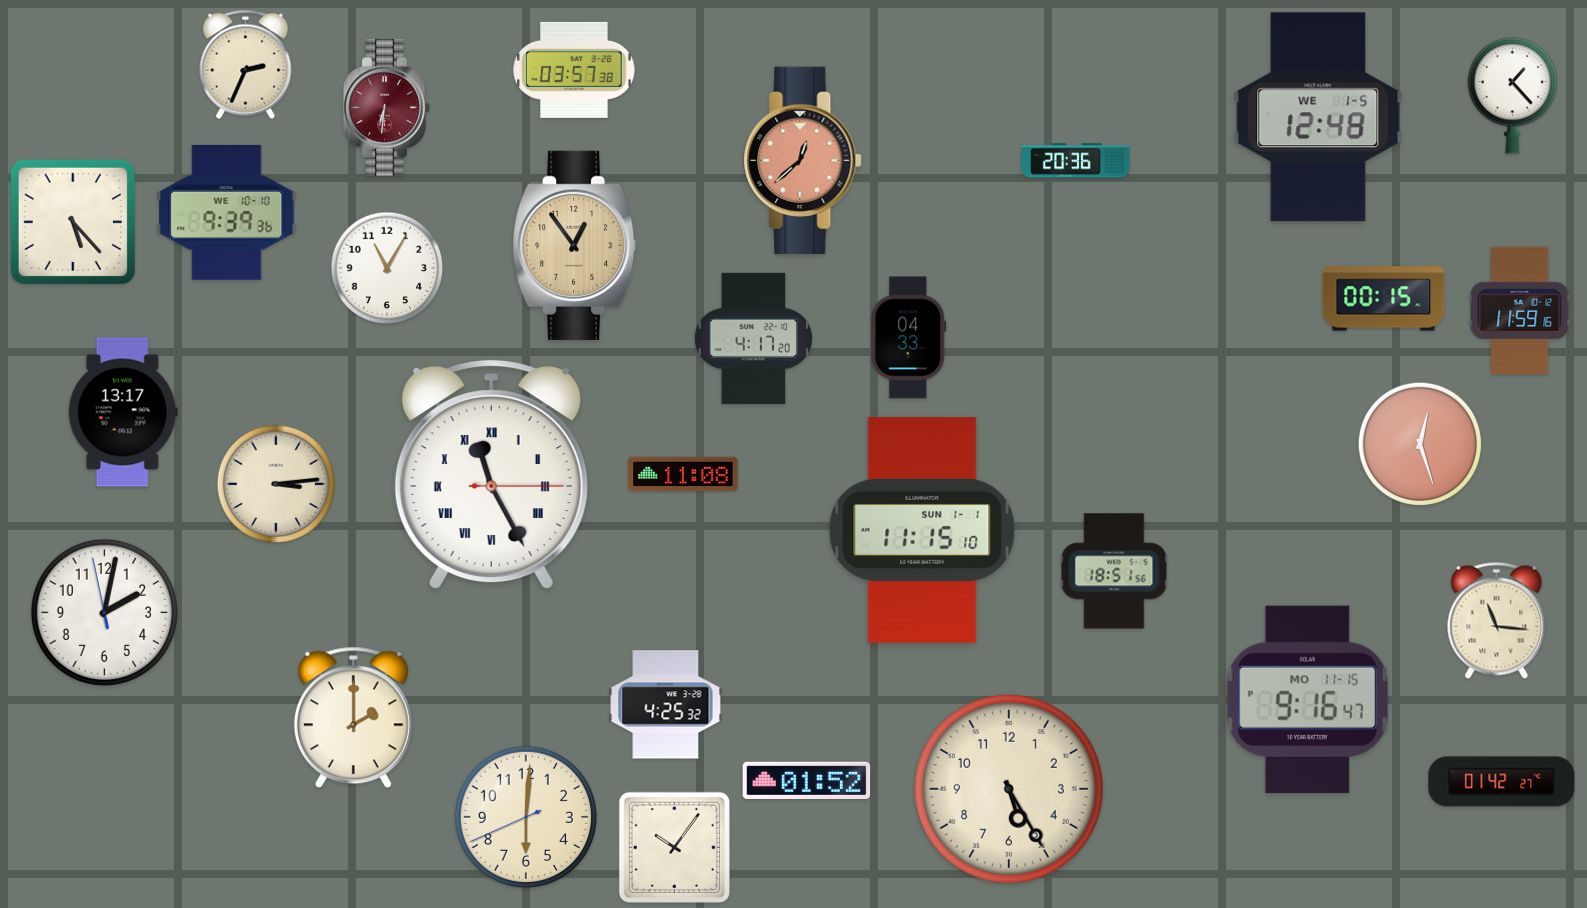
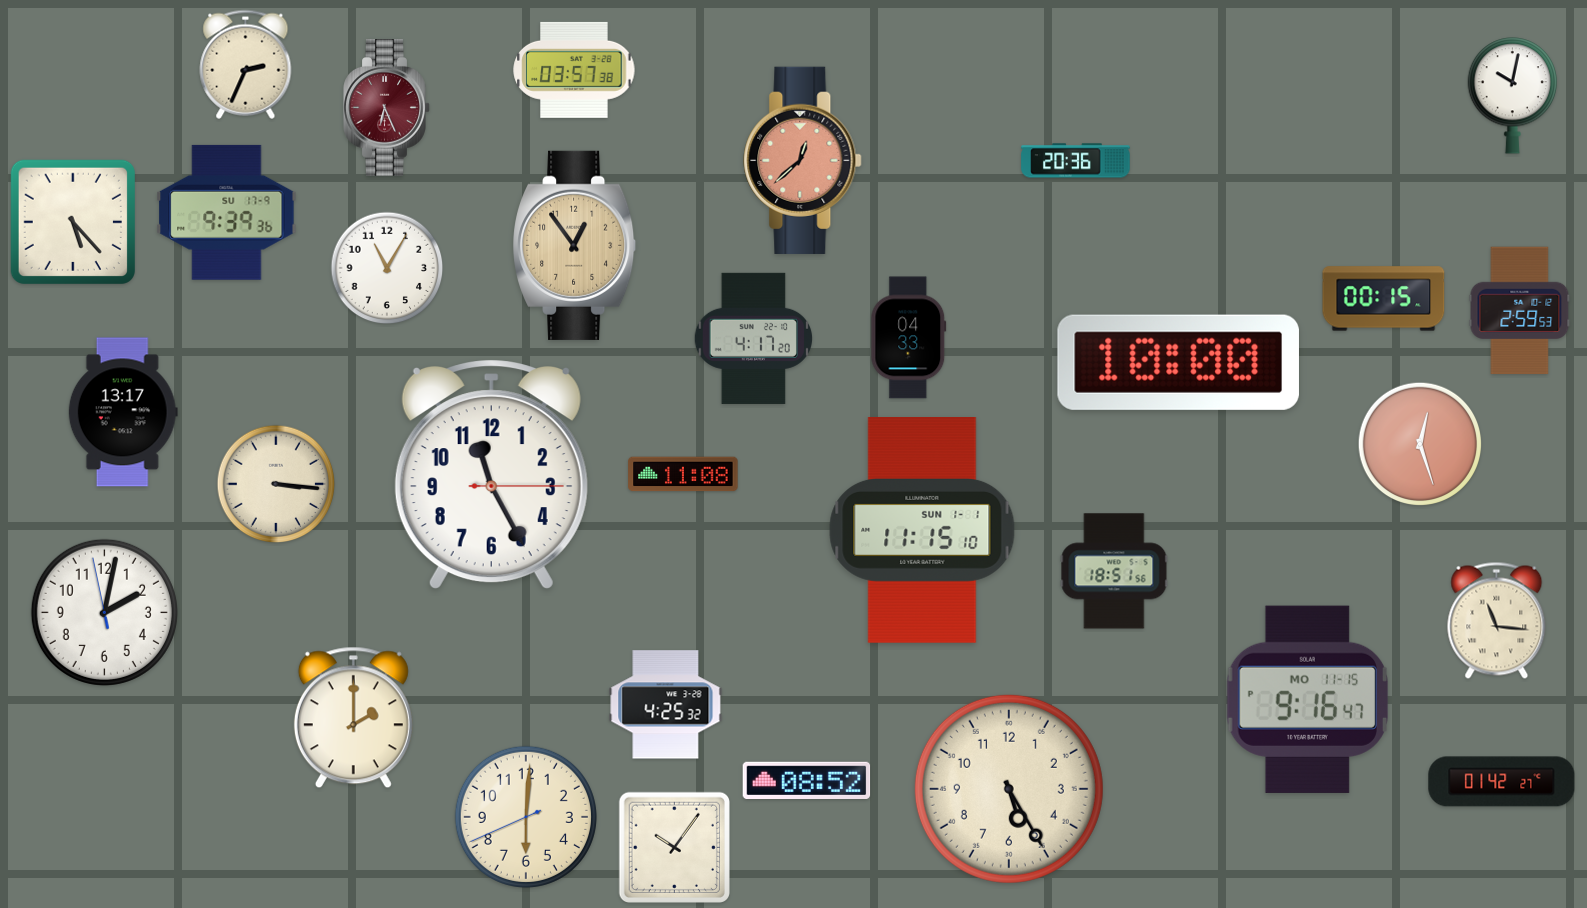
clock at (1512, 96): 1:23 -> 10:02
clock at (387, 108): 6:31 -> 6:26
clock at (1318, 117): 12:48 -> none
clock at (227, 212) date: WE 10-10 -> SU 17-9
clock at (1520, 311): 11:59 -> 2:59
clock at (1178, 362): none -> 10:00
clock at (491, 475) numerals: Roman -> Arabic
clock at (276, 484): 3:14 -> 3:16
clock at (807, 780): 01:52 -> 08:52
